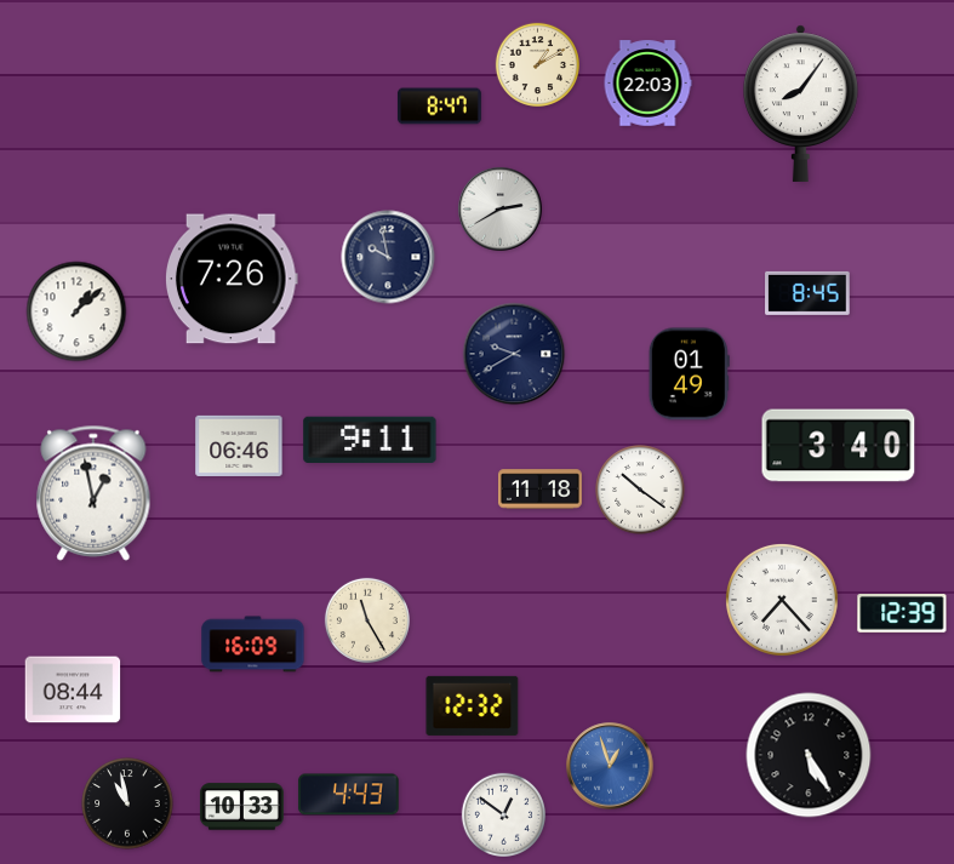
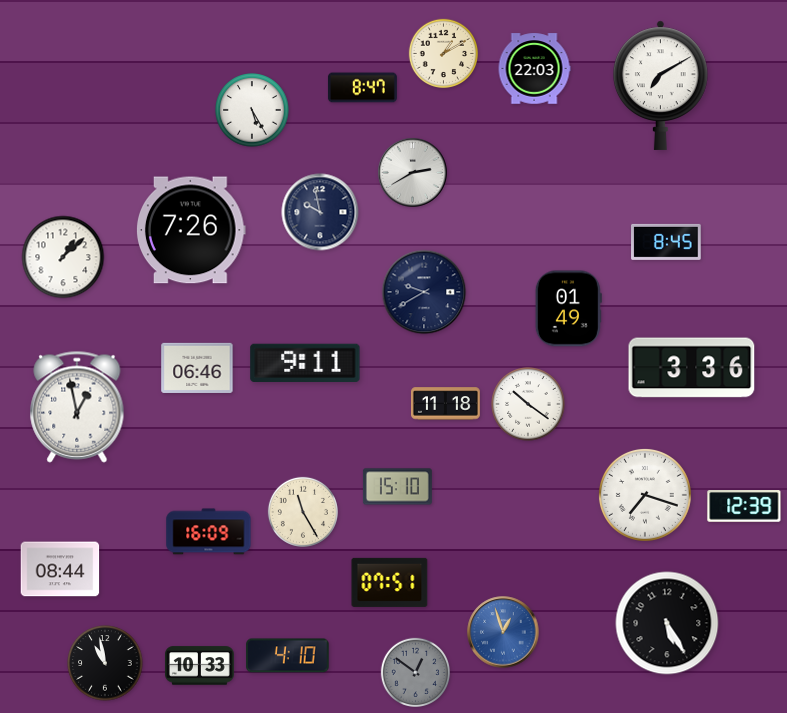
clock at (801, 103): 8:06 -> 7:10
clock at (252, 110): none -> 5:25
clock at (839, 446): 3:40 -> 3:36
clock at (397, 487): none -> 15:10
clock at (782, 600): 7:23 -> 7:18
clock at (473, 705): 12:32 -> 07:51
clock at (349, 795): 4:43 -> 4:10
clock at (503, 814) dial: white -> grey
